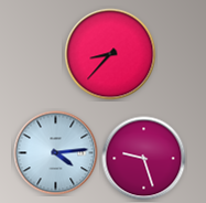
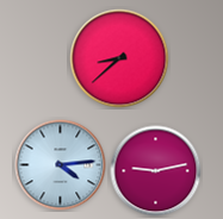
clock at (110, 54): 8:37 -> 8:38
clock at (144, 159): 9:27 -> 9:13
